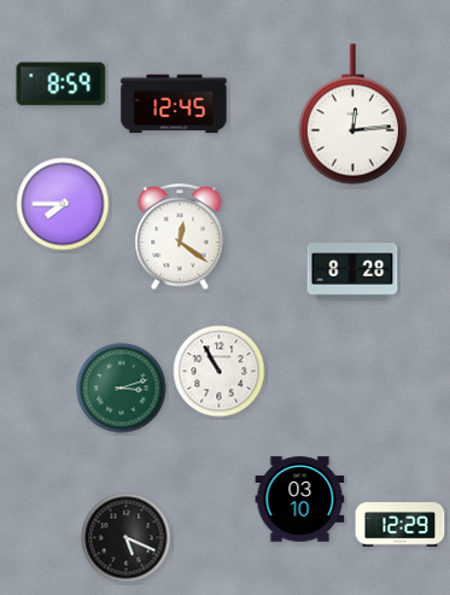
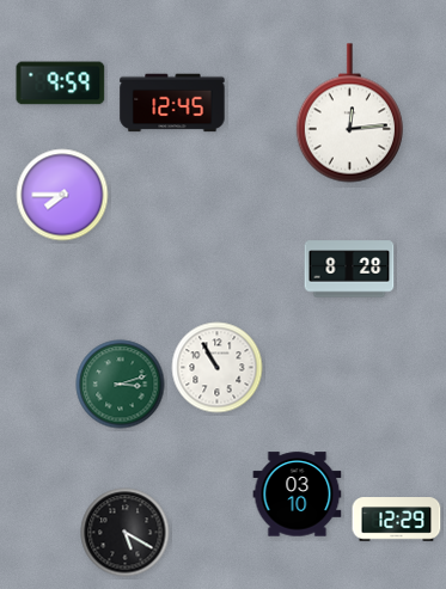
clock at (62, 84): 8:59 -> 9:59
clock at (63, 204) position: (63, 204) -> (62, 195)
clock at (180, 238): 12:21 -> none
clock at (127, 538): 5:19 -> 5:20
